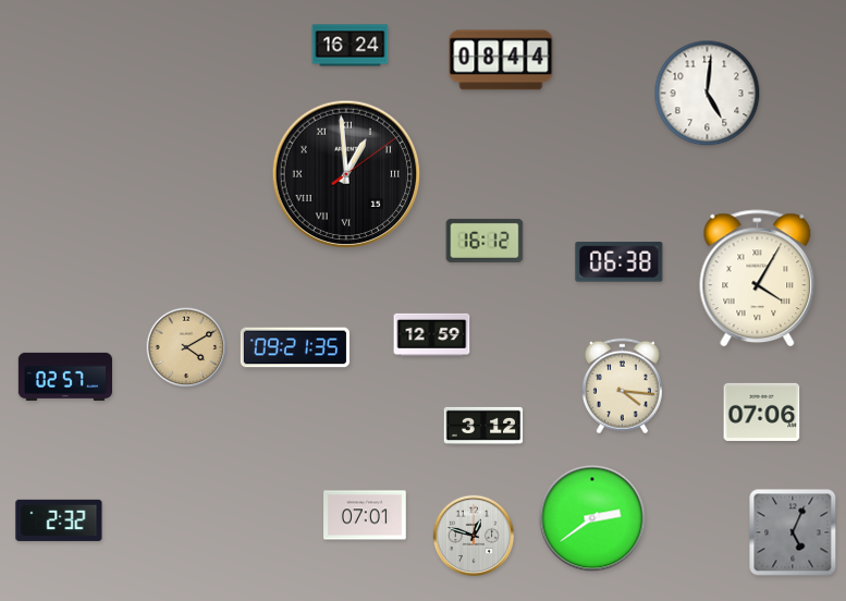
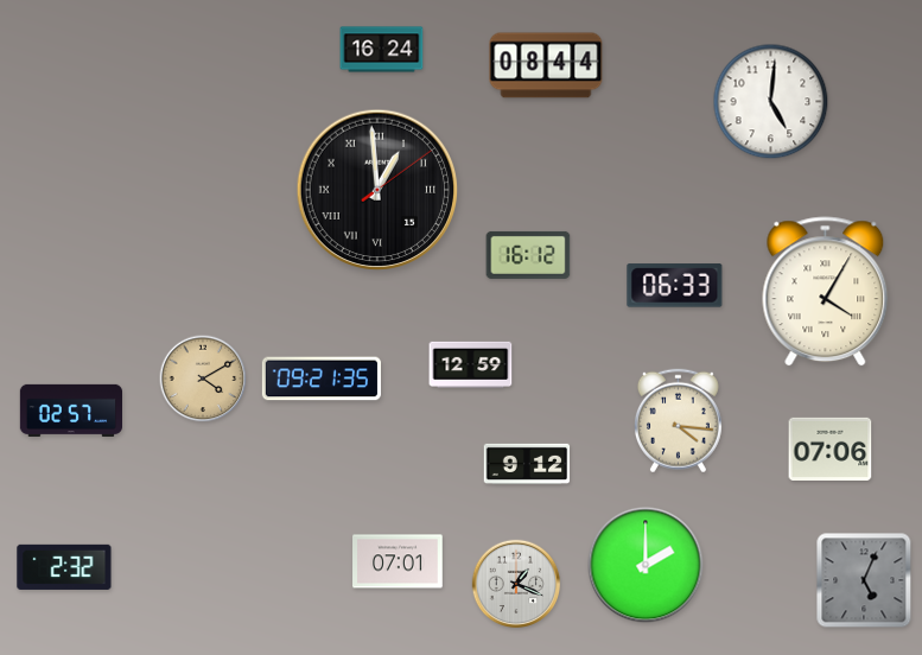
clock at (485, 241) position: (485, 241) -> (528, 255)
clock at (620, 262): 06:38 -> 06:33
clock at (758, 279) position: (758, 279) -> (826, 292)
clock at (483, 426): 3:12 -> 9:12
clock at (592, 518): 2:39 -> 2:00
clock at (474, 536): 12:48 -> 1:19
